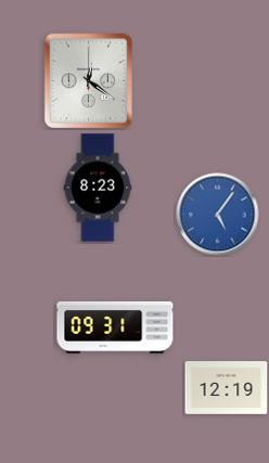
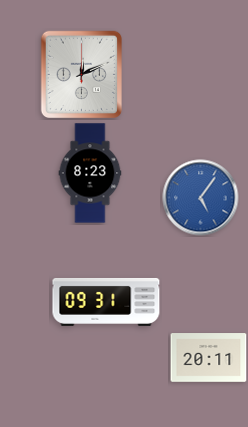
clock at (88, 80): 12:21 -> 12:11
clock at (227, 388): 12:19 -> 20:11
